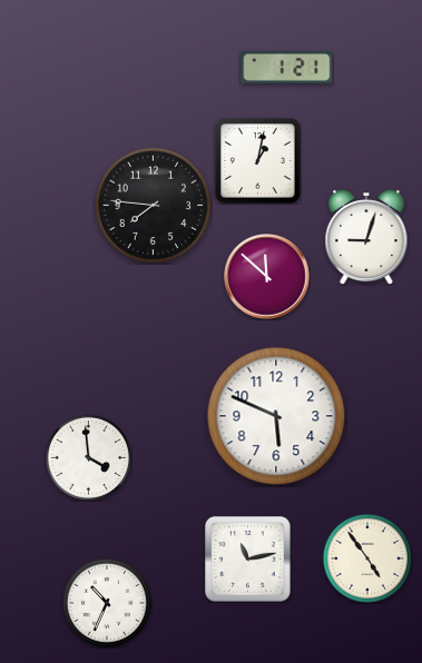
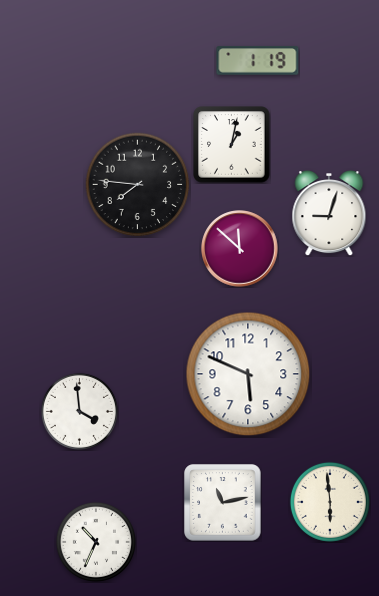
clock at (287, 68): 1:21 -> 1:19
clock at (367, 558): 4:54 -> 5:59
